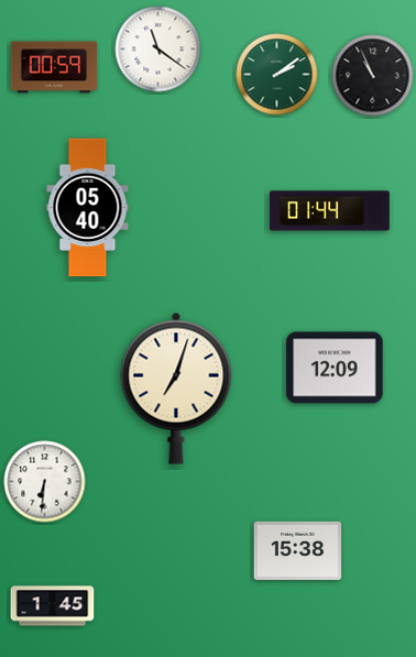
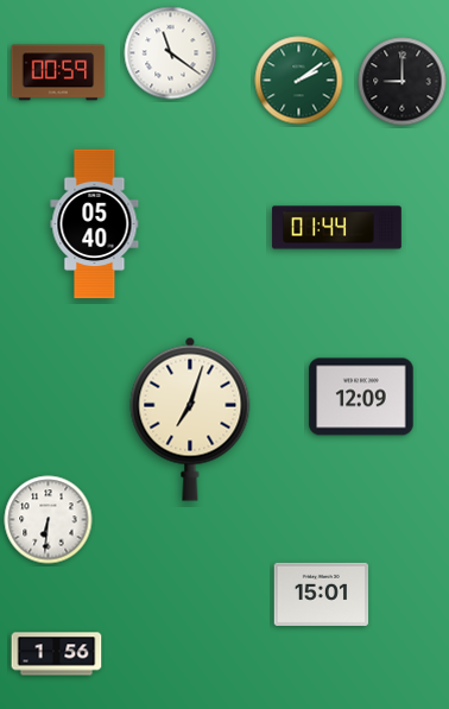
clock at (373, 76): 10:56 -> 9:00
clock at (330, 211) position: (330, 211) -> (337, 228)
clock at (298, 550): 15:38 -> 15:01
clock at (53, 606): 1:45 -> 1:56
